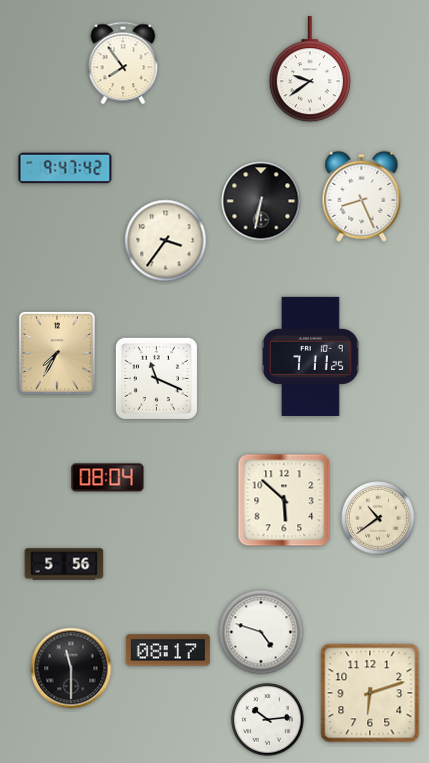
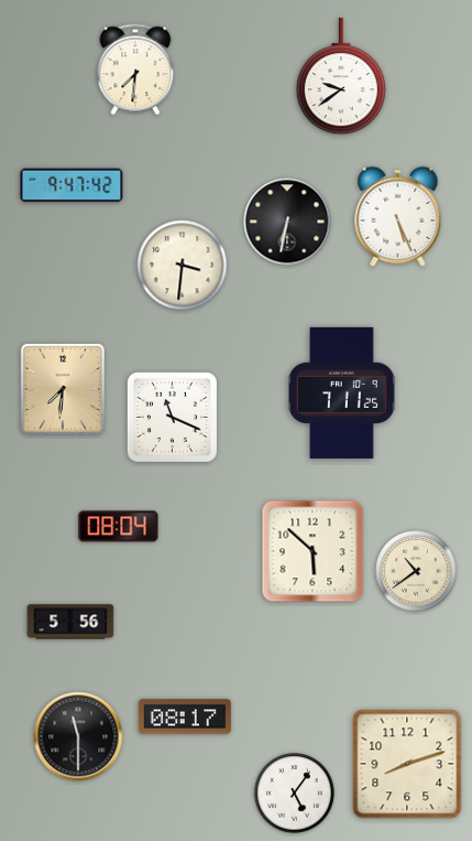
clock at (123, 63): 7:54 -> 7:31
clock at (362, 196): 8:26 -> 5:26
clock at (166, 241): 3:36 -> 3:31
clock at (57, 353): 7:35 -> 7:31
clock at (261, 632): 4:48 -> none
clock at (370, 693): 6:12 -> 8:12
clock at (268, 720): 10:14 -> 5:06
